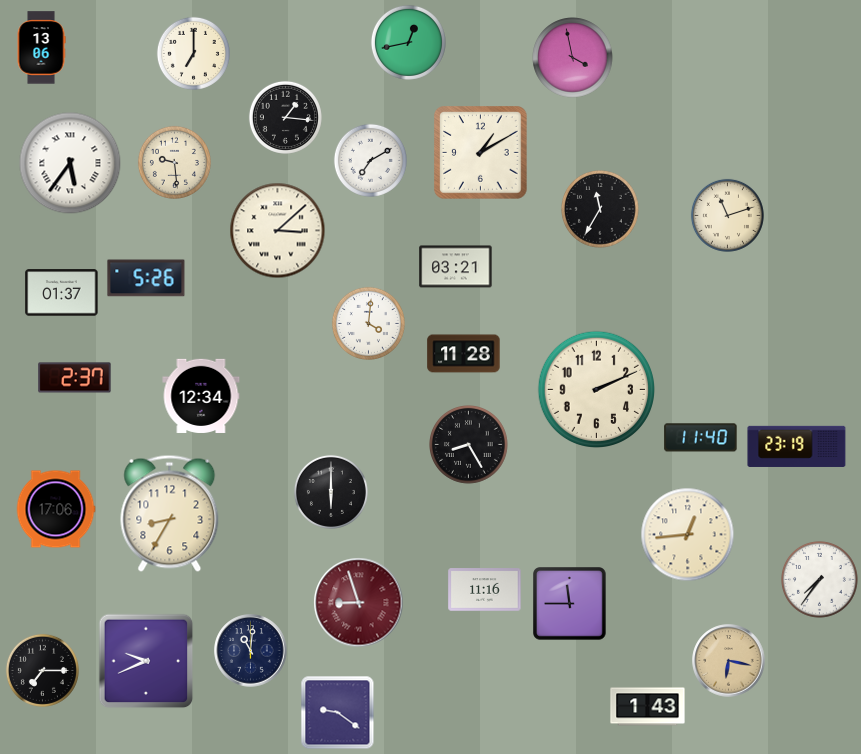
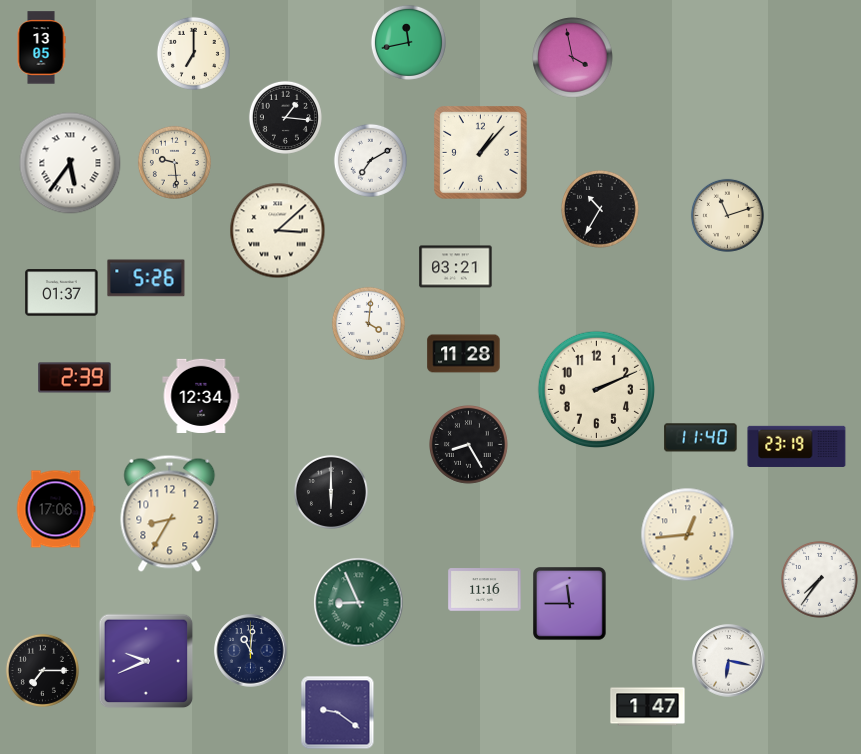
clock at (408, 42): 12:43 -> 11:43
clock at (41, 48): 13:06 -> 13:05
clock at (481, 153): 1:10 -> 1:07
clock at (601, 210): 11:35 -> 10:35
clock at (75, 378): 2:37 -> 2:39
clock at (359, 603): 8:57 -> 8:56
clock at (359, 603) dial: burgundy -> green
clock at (729, 661) dial: champagne -> white
clock at (648, 707): 1:43 -> 1:47
